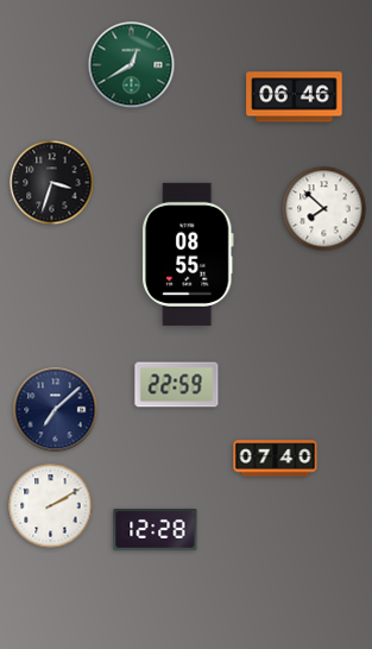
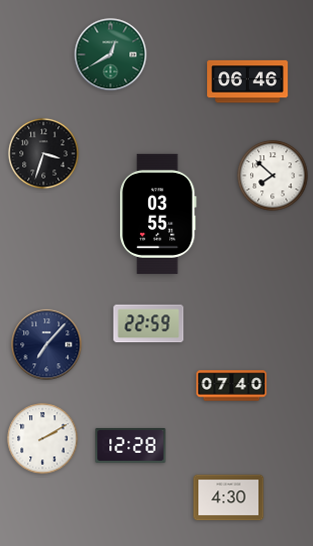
clock at (188, 254): 08:55 -> 03:55
clock at (56, 410): 7:08 -> 7:07
clock at (51, 506) position: (51, 506) -> (43, 439)
clock at (229, 498): none -> 4:30
